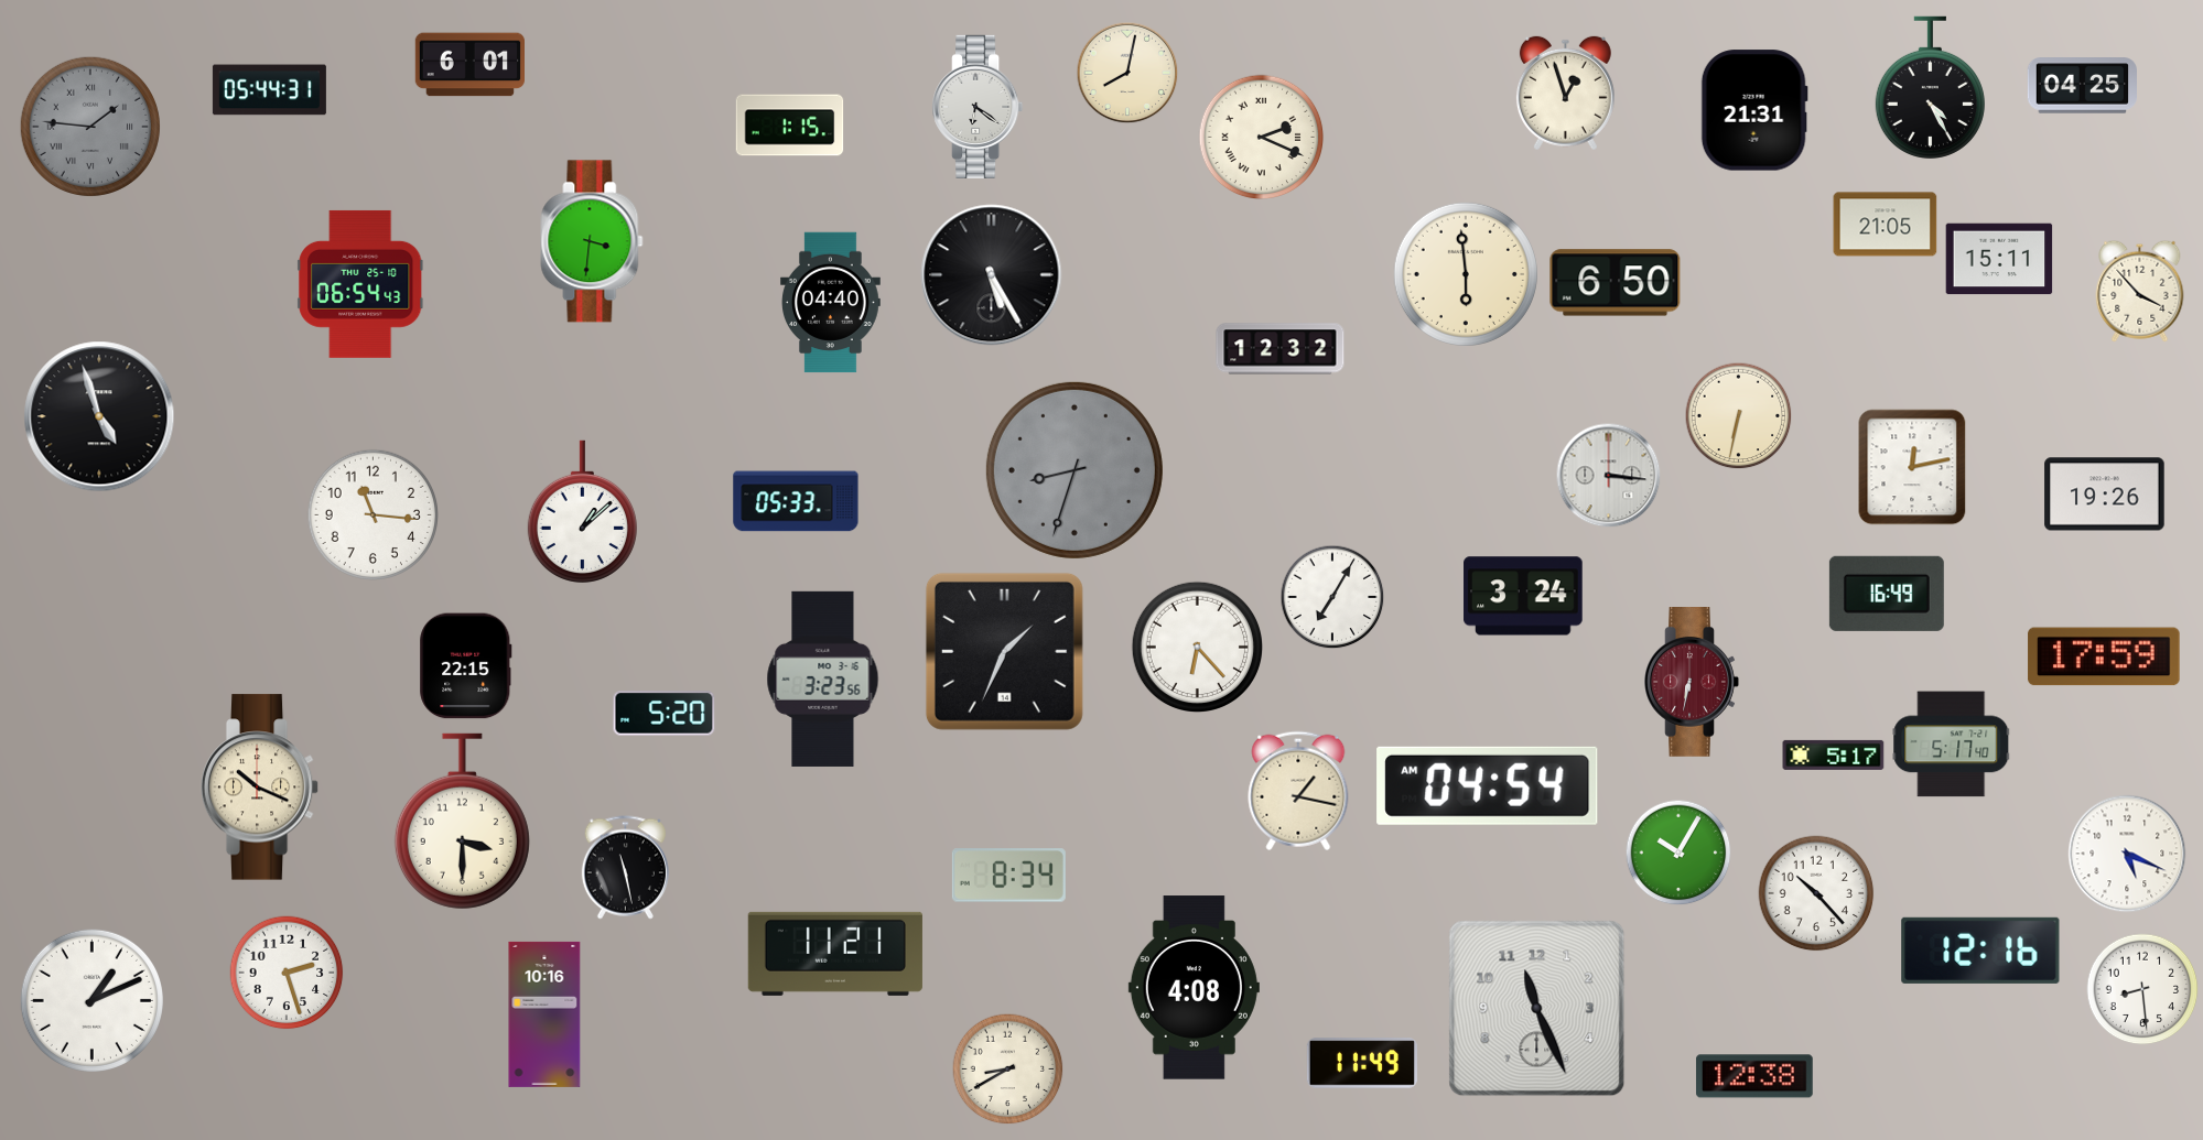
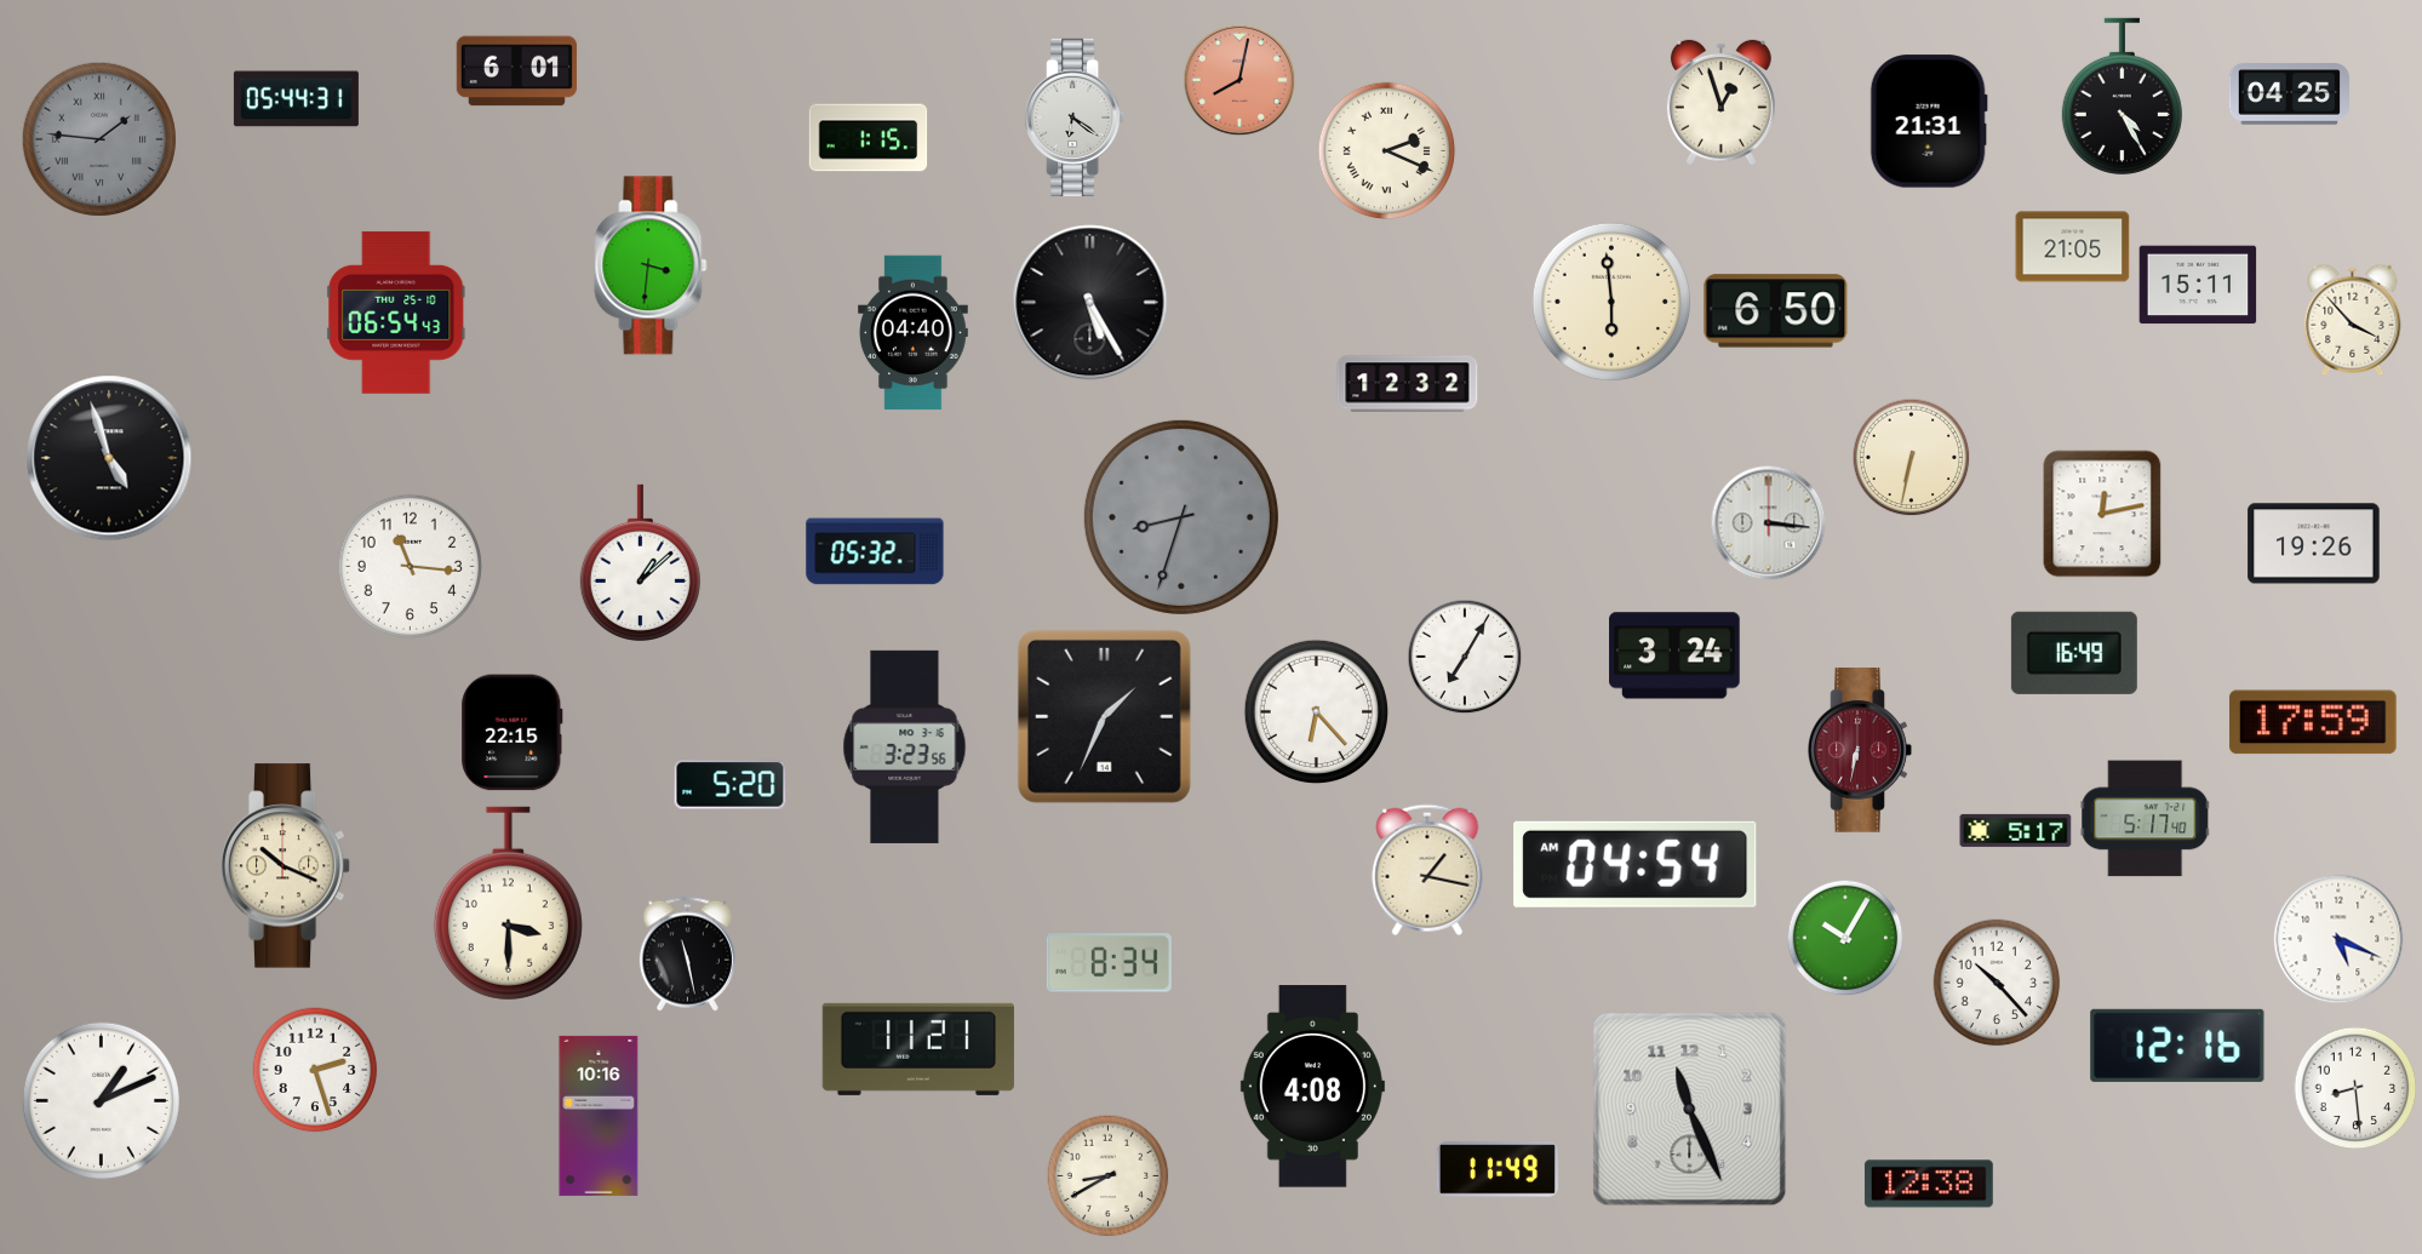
clock at (1127, 73) dial: cream -> salmon
clock at (796, 501): 05:33 -> 05:32
